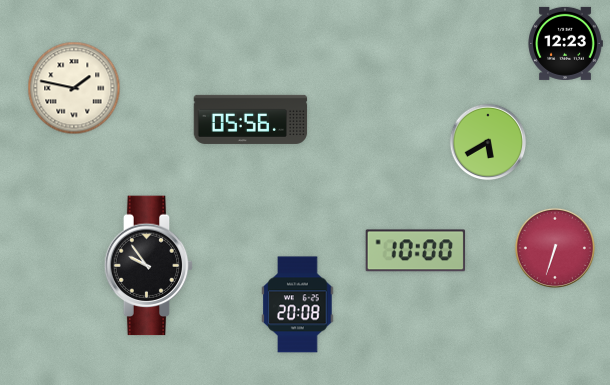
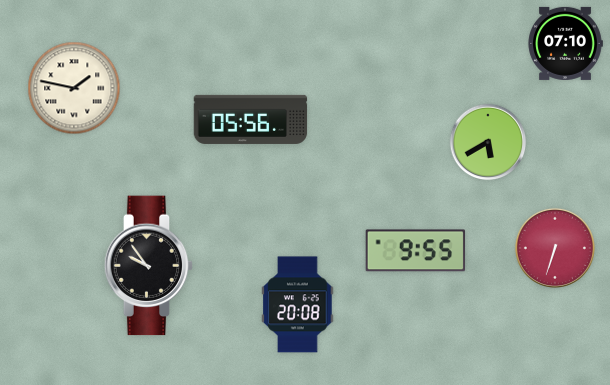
clock at (565, 43): 12:23 -> 07:10
clock at (416, 251): 10:00 -> 9:55
